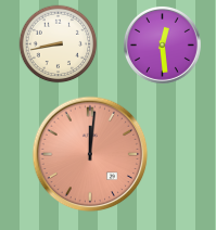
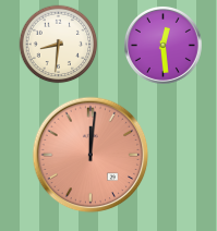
clock at (59, 44): 8:43 -> 8:31
